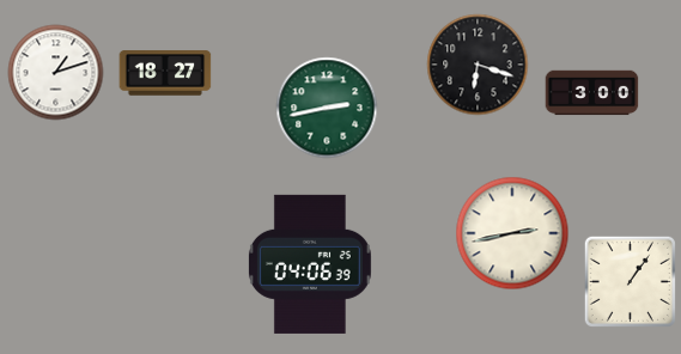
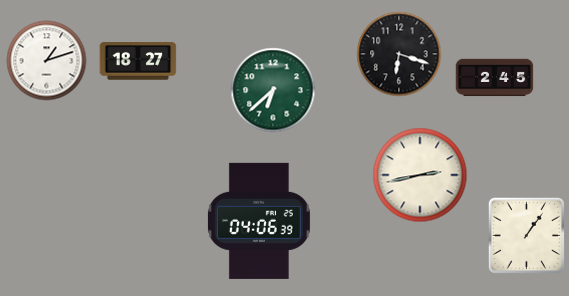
clock at (592, 93): 3:00 -> 2:45
clock at (327, 108): 2:43 -> 6:38
clock at (512, 233) position: (512, 233) -> (420, 175)
